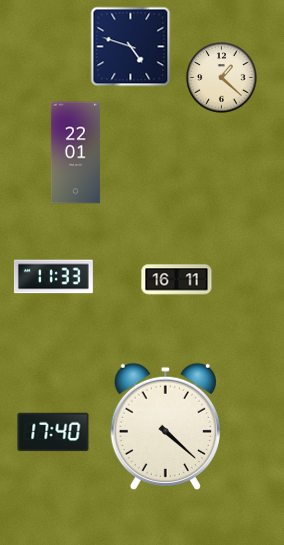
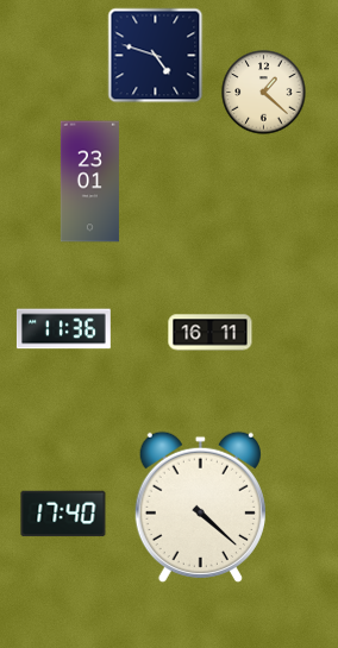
clock at (75, 153): 22:01 -> 23:01
clock at (53, 277): 11:33 -> 11:36
clock at (165, 426) position: (165, 426) -> (200, 507)
